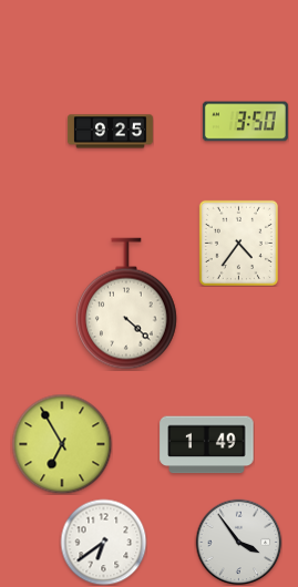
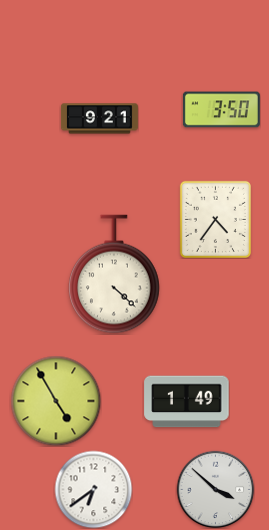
clock at (110, 132): 9:25 -> 9:21
clock at (62, 444): 6:55 -> 4:55
clock at (238, 542): 3:54 -> 3:52
